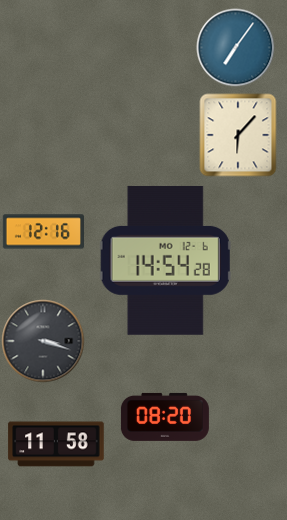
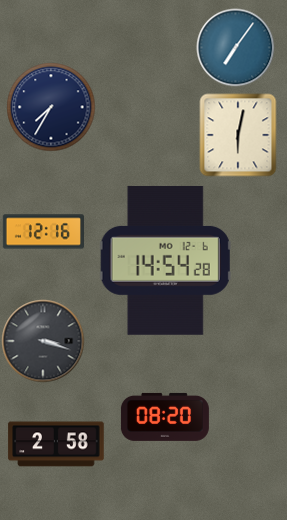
clock at (51, 107): none -> 7:35
clock at (238, 135): 6:07 -> 6:02
clock at (56, 444): 11:58 -> 2:58
